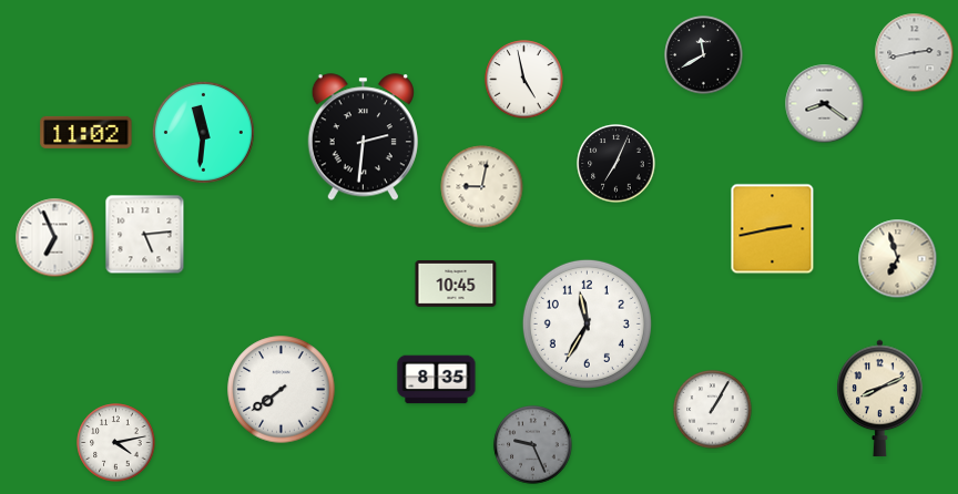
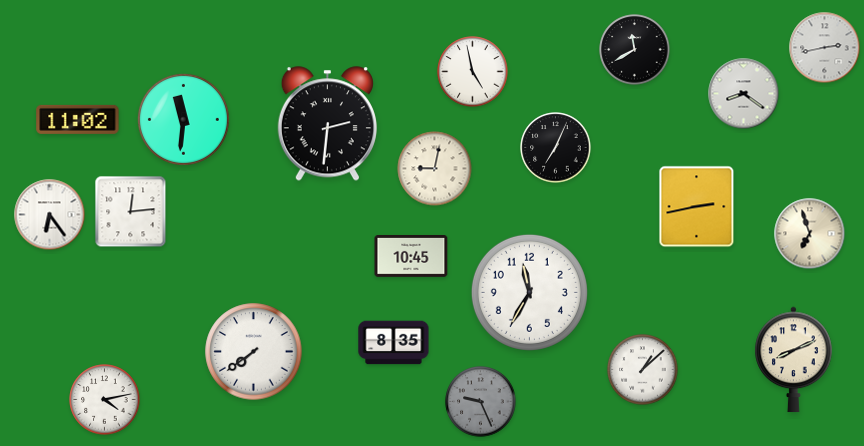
clock at (145, 235): 5:14 -> 12:14
clock at (55, 238): 6:56 -> 6:24
clock at (713, 410): 1:05 -> 1:08
